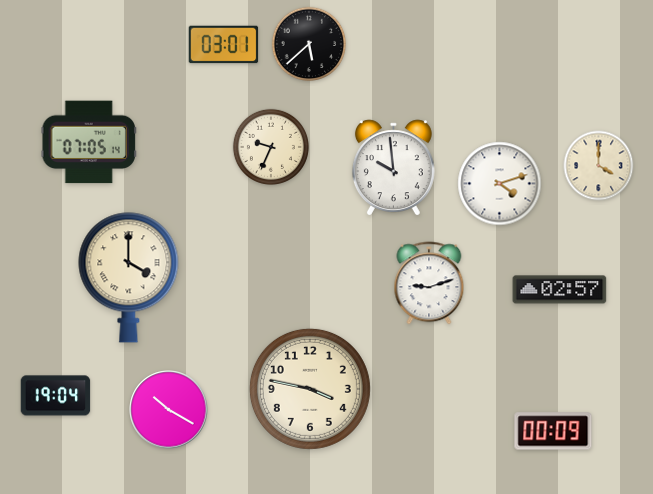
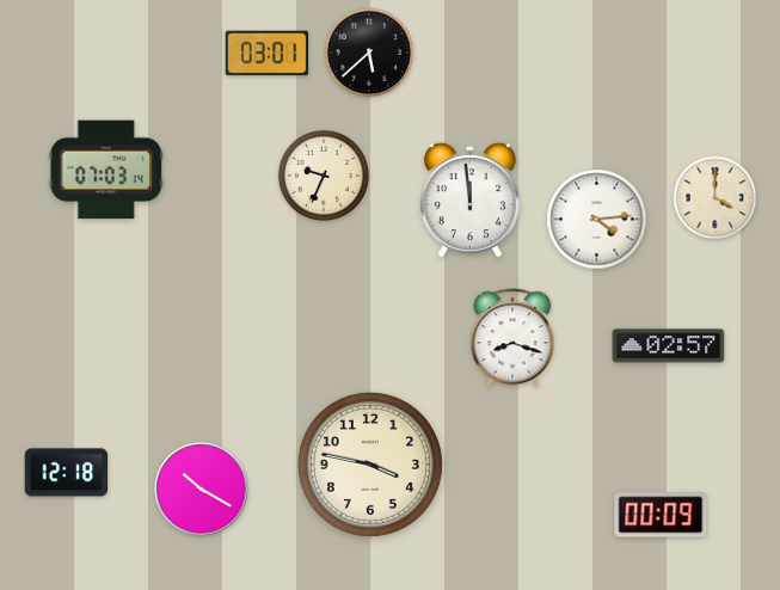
clock at (89, 142): 07:05 -> 07:03
clock at (393, 168): 9:59 -> 11:59
clock at (500, 184): 4:12 -> 4:14
clock at (129, 278): 4:00 -> none
clock at (429, 283): 9:12 -> 8:18
clock at (56, 396): 19:04 -> 12:18
